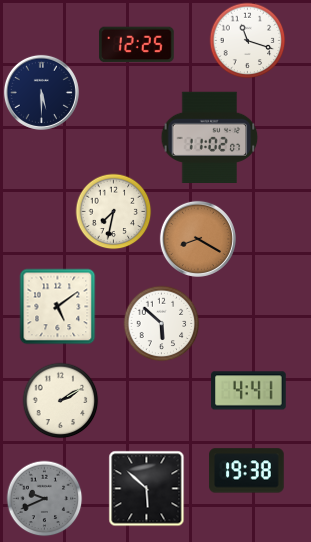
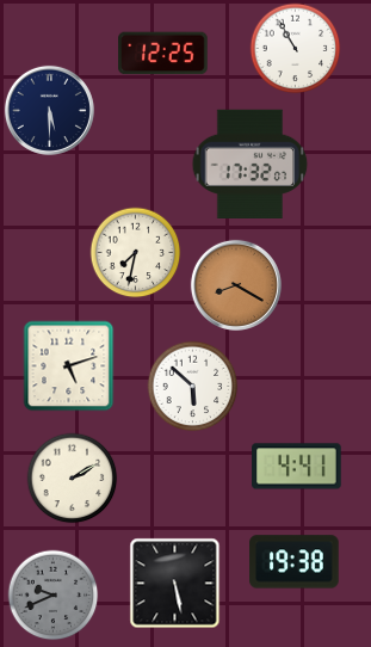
clock at (248, 41): 11:18 -> 10:55
clock at (210, 137): 11:02 -> 17:32
clock at (58, 307): 5:09 -> 5:12
clock at (147, 489): 5:52 -> 5:28
